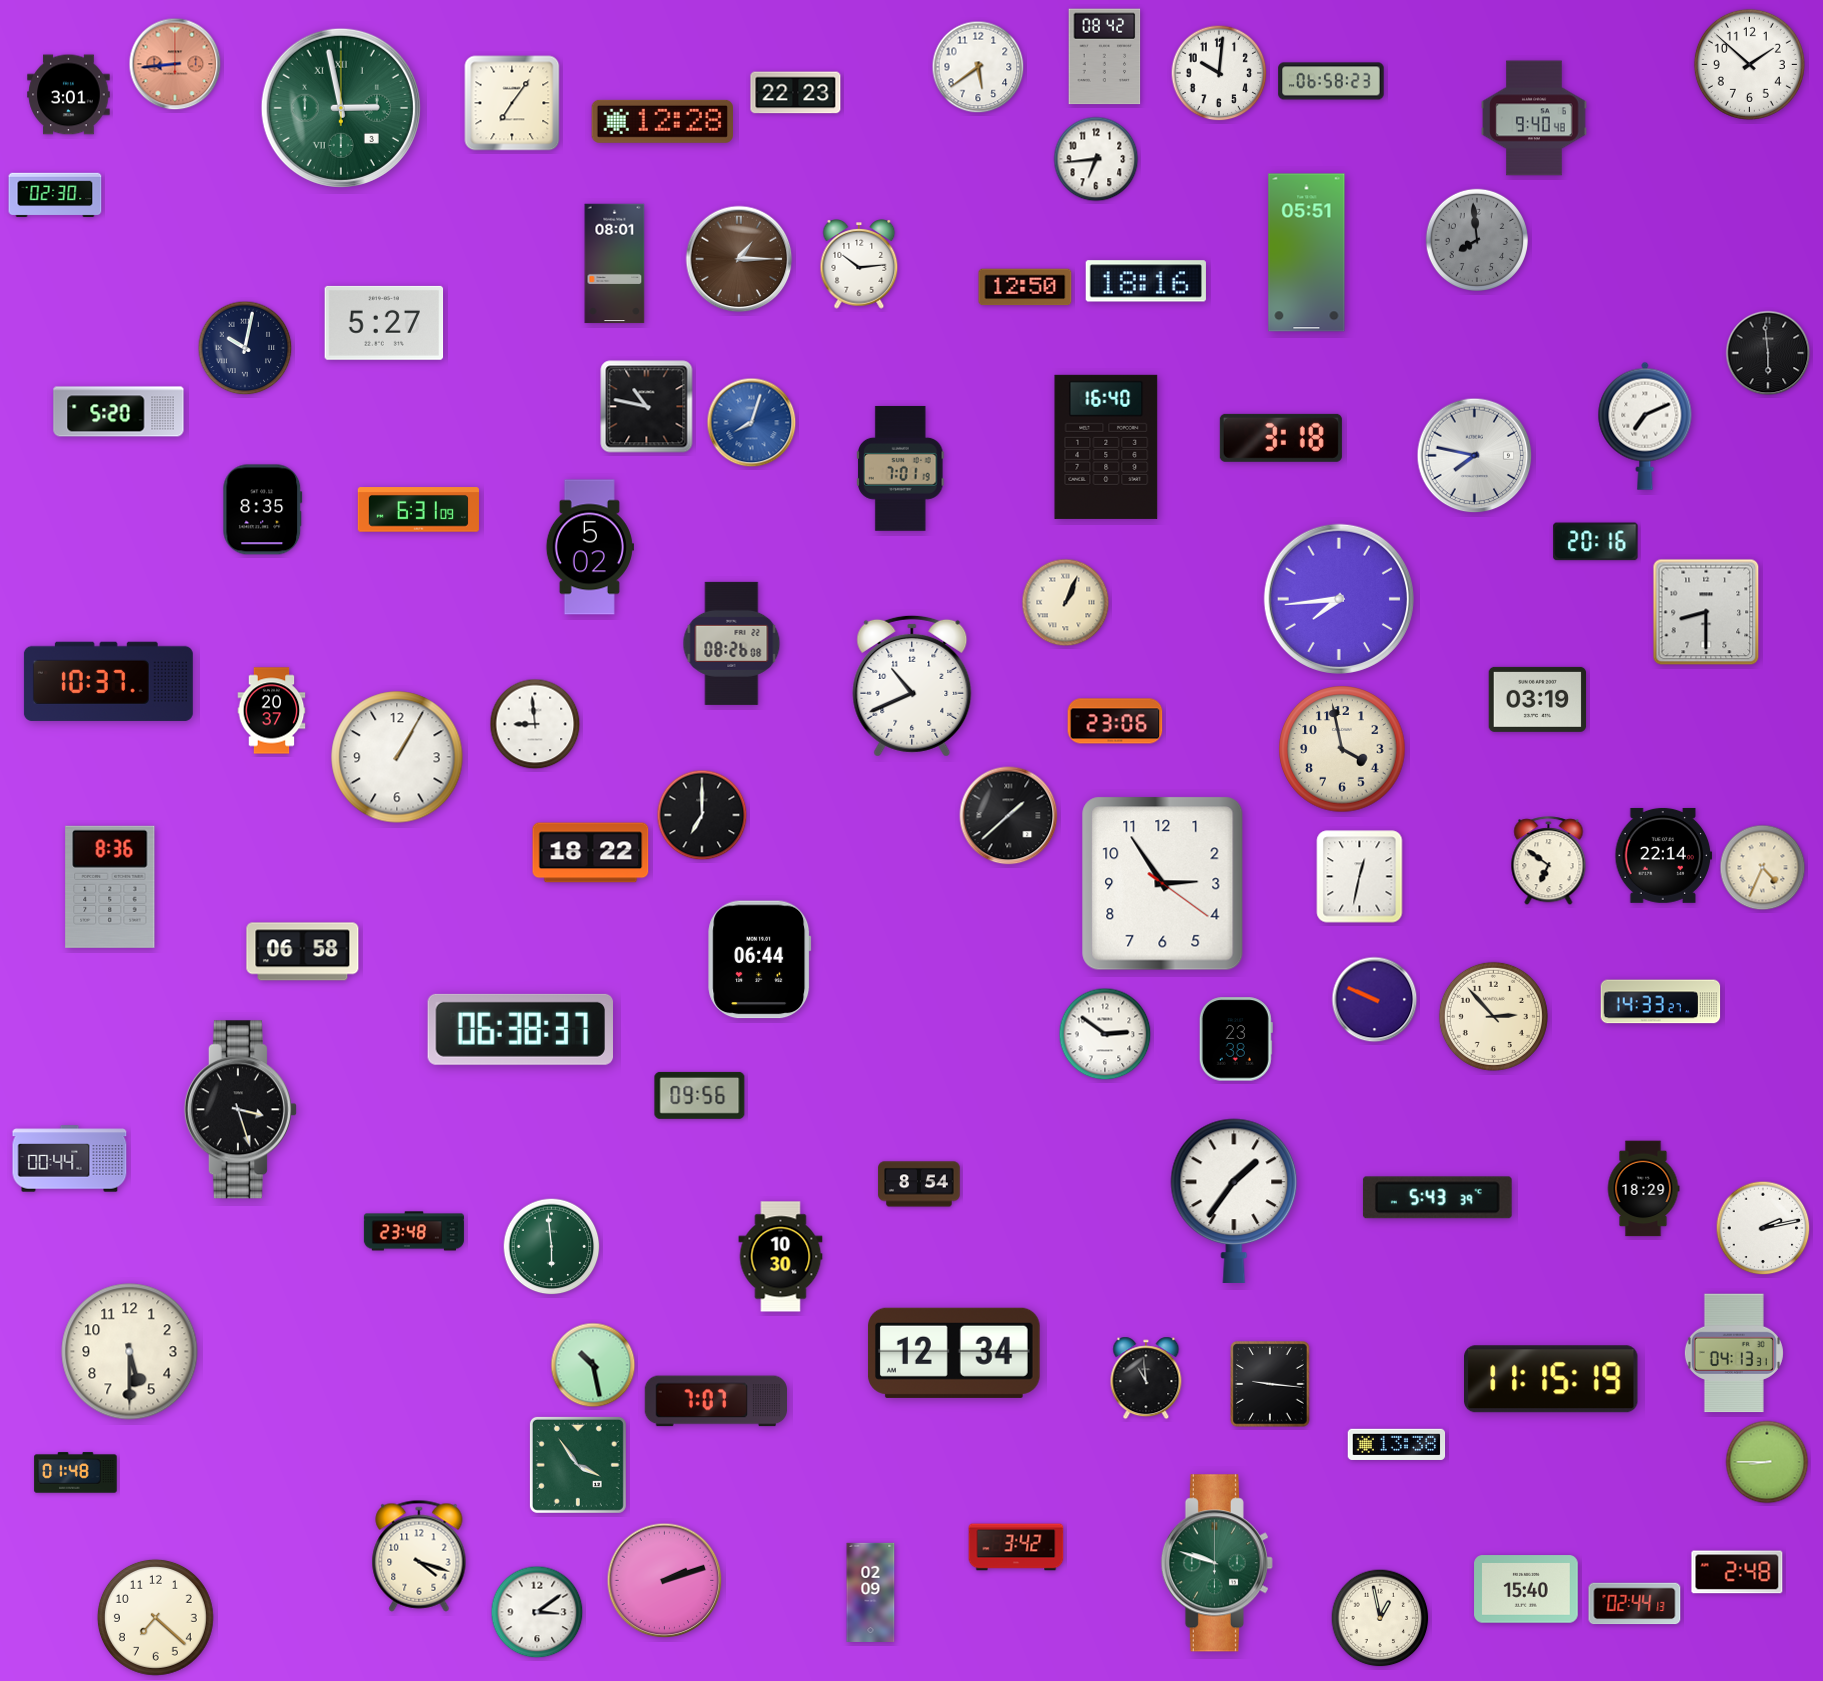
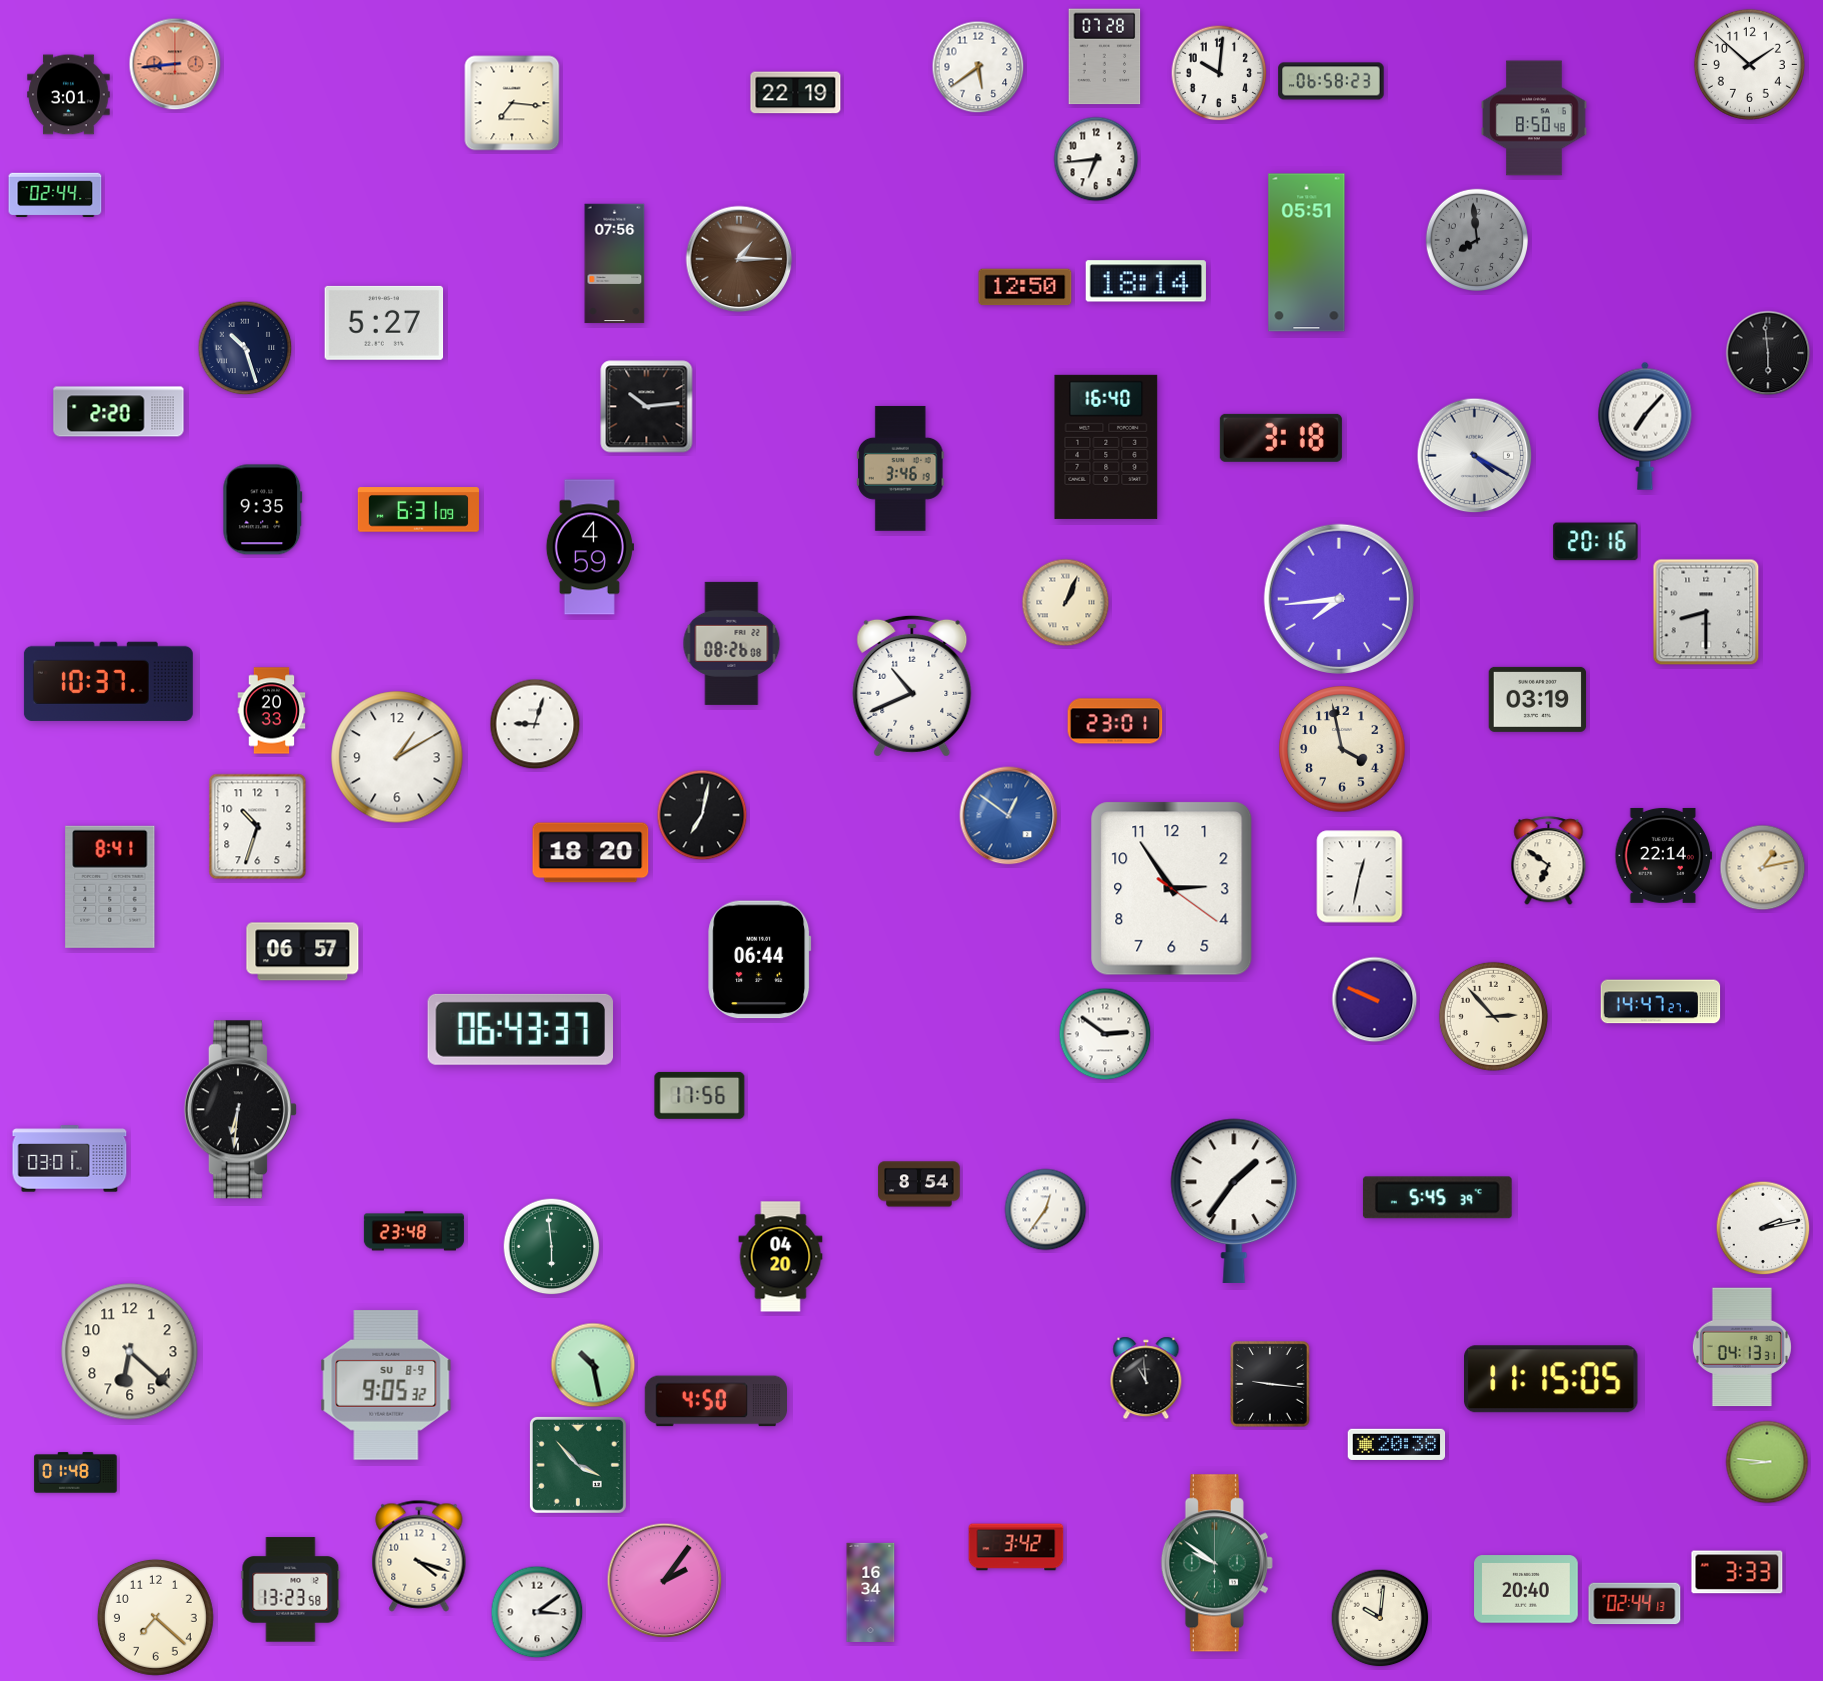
clock at (1105, 57): 08:42 -> 07:28
clock at (796, 93): 22:23 -> 22:19
clock at (512, 103): 7:06 -> 7:16
clock at (341, 108): 2:58 -> none
clock at (1534, 118): 9:40 -> 8:50
clock at (663, 121): 12:28 -> none
clock at (55, 195): 02:30 -> 02:44
clock at (615, 264): 08:01 -> 07:56
clock at (859, 265): 10:14 -> none
clock at (1146, 281): 18:16 -> 18:14
clock at (245, 348): 10:02 -> 10:27
clock at (647, 407): 10:47 -> 10:14
clock at (119, 412): 5:20 -> 2:20
clock at (752, 423): 8:03 -> none
clock at (1645, 426): 7:11 -> 7:07
clock at (1475, 456): 7:47 -> 4:20
clock at (900, 468): 7:01 -> 3:46
clock at (263, 510): 8:35 -> 9:35
clock at (590, 547): 5:02 -> 4:59
clock at (272, 711): 20:37 -> 20:33
clock at (1115, 721): 23:06 -> 23:01
clock at (535, 724): 8:59 -> 9:03
clock at (397, 757): 1:05 -> 1:10
clock at (702, 815): 7:00 -> 7:02
clock at (1009, 816): 1:38 -> 12:51
clock at (1009, 816) dial: black -> blue
clock at (258, 827): none -> 10:33
clock at (591, 853): 18:22 -> 18:20
clock at (1763, 868): 4:34 -> 1:13
clock at (1163, 884) position: (1163, 884) -> (1172, 889)
clock at (110, 887): 8:36 -> 8:41
clock at (303, 952): 06:58 -> 06:57
clock at (1661, 1002): 14:33 -> 14:47
clock at (520, 1029): 06:38 -> 06:43
clock at (1236, 1039): 23:38 -> none
clock at (700, 1095): 09:56 -> 17:56
clock at (240, 1110): 3:27 -> 6:31
clock at (70, 1159): 00:44 -> 03:01
clock at (1643, 1189): 18:29 -> none
clock at (1437, 1198): 5:43 -> 5:45
clock at (1046, 1210): none -> 12:36
clock at (781, 1257): 10:30 -> 04:20
clock at (130, 1352): 5:30 -> 6:22
clock at (954, 1353): 12:34 -> none
clock at (1734, 1353) position: (1734, 1353) -> (1742, 1347)
clock at (1552, 1379): 11:15:19 -> 11:15:05
clock at (386, 1385): none -> 9:05
clock at (715, 1401): 7:07 -> 4:50
clock at (1397, 1444): 13:38 -> 20:38
clock at (1767, 1462): 8:45 -> 8:46
clock at (578, 1465): 3:54 -> 3:53
clock at (1217, 1563): 9:48 -> 9:51
clock at (1737, 1572): 2:48 -> 3:33
clock at (665, 1581): 2:12 -> 2:06
clock at (1526, 1589): 15:40 -> 20:40
clock at (291, 1590): none -> 13:23
clock at (871, 1592): 02:09 -> 16:34
clock at (1380, 1618): 12:58 -> 10:01
